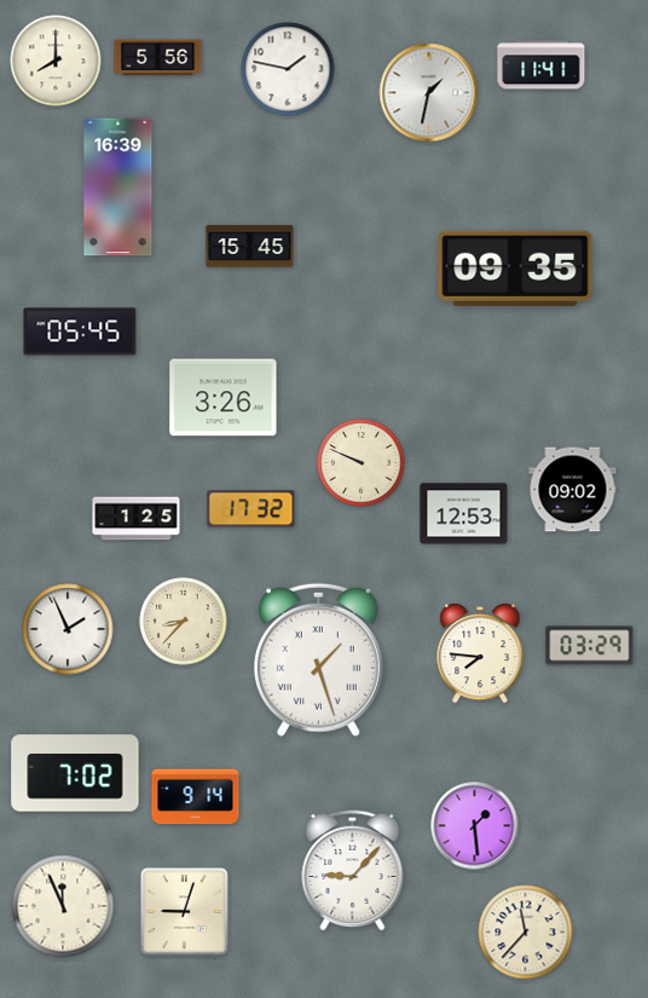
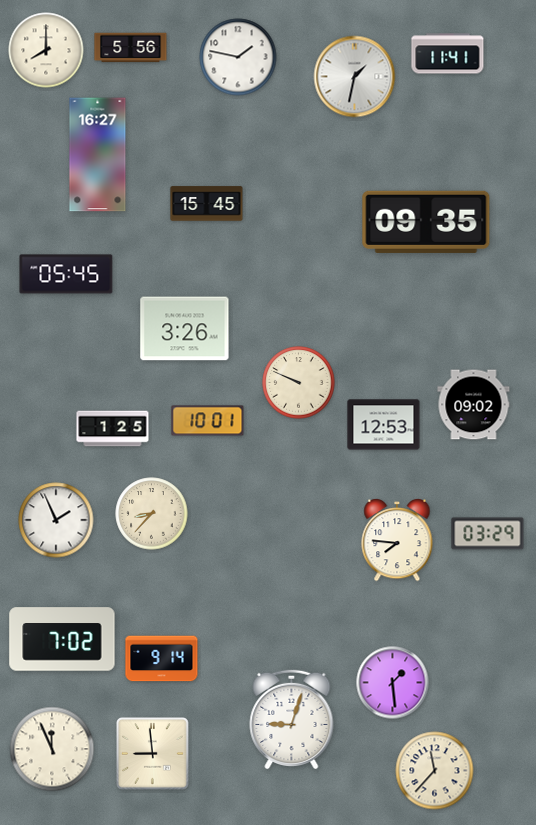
clock at (118, 188): 16:39 -> 16:27
clock at (251, 509): 17:32 -> 10:01
clock at (318, 659): 1:27 -> none
clock at (353, 870): 9:07 -> 9:03
clock at (185, 912): 9:03 -> 8:59
